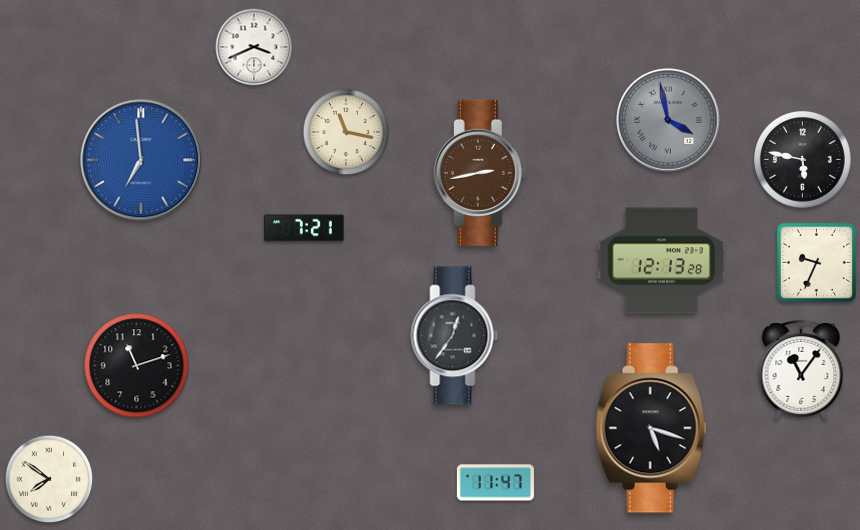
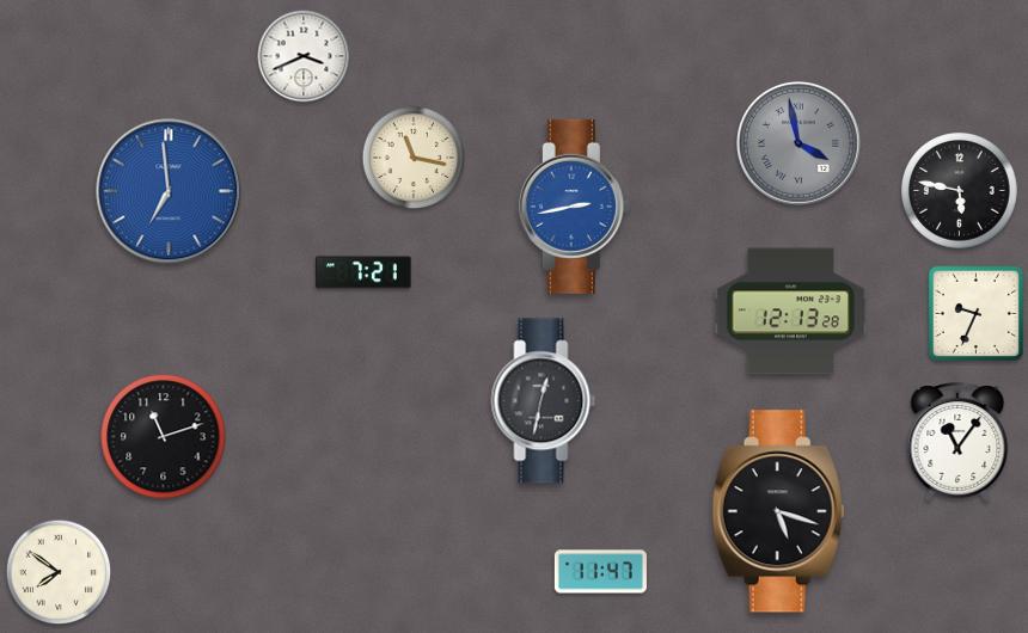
clock at (480, 173) dial: brown -> blue
clock at (455, 336): 12:36 -> 12:32
clock at (495, 483) position: (495, 483) -> (600, 572)
